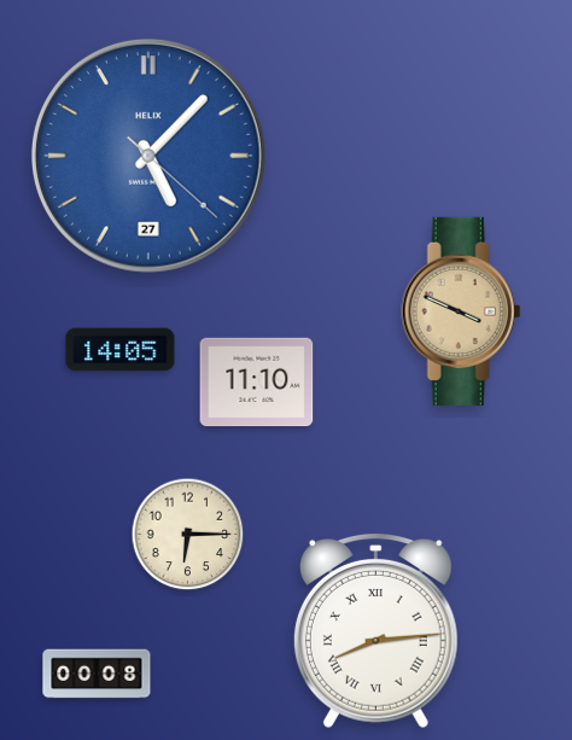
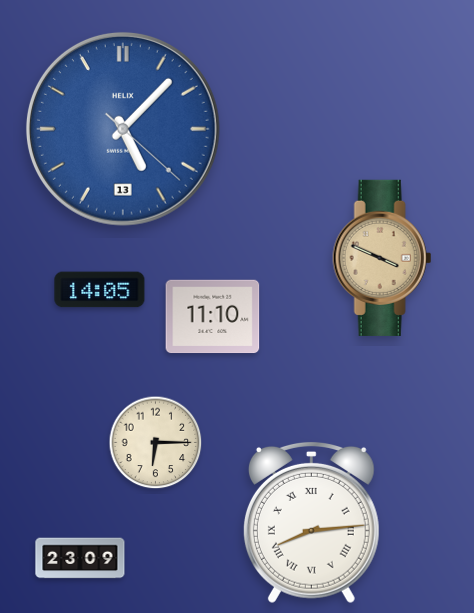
clock at (148, 156) date: 27 -> 13
clock at (97, 674): 00:08 -> 23:09
